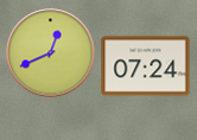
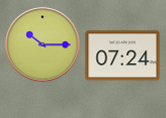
clock at (51, 53): 12:41 -> 10:15
